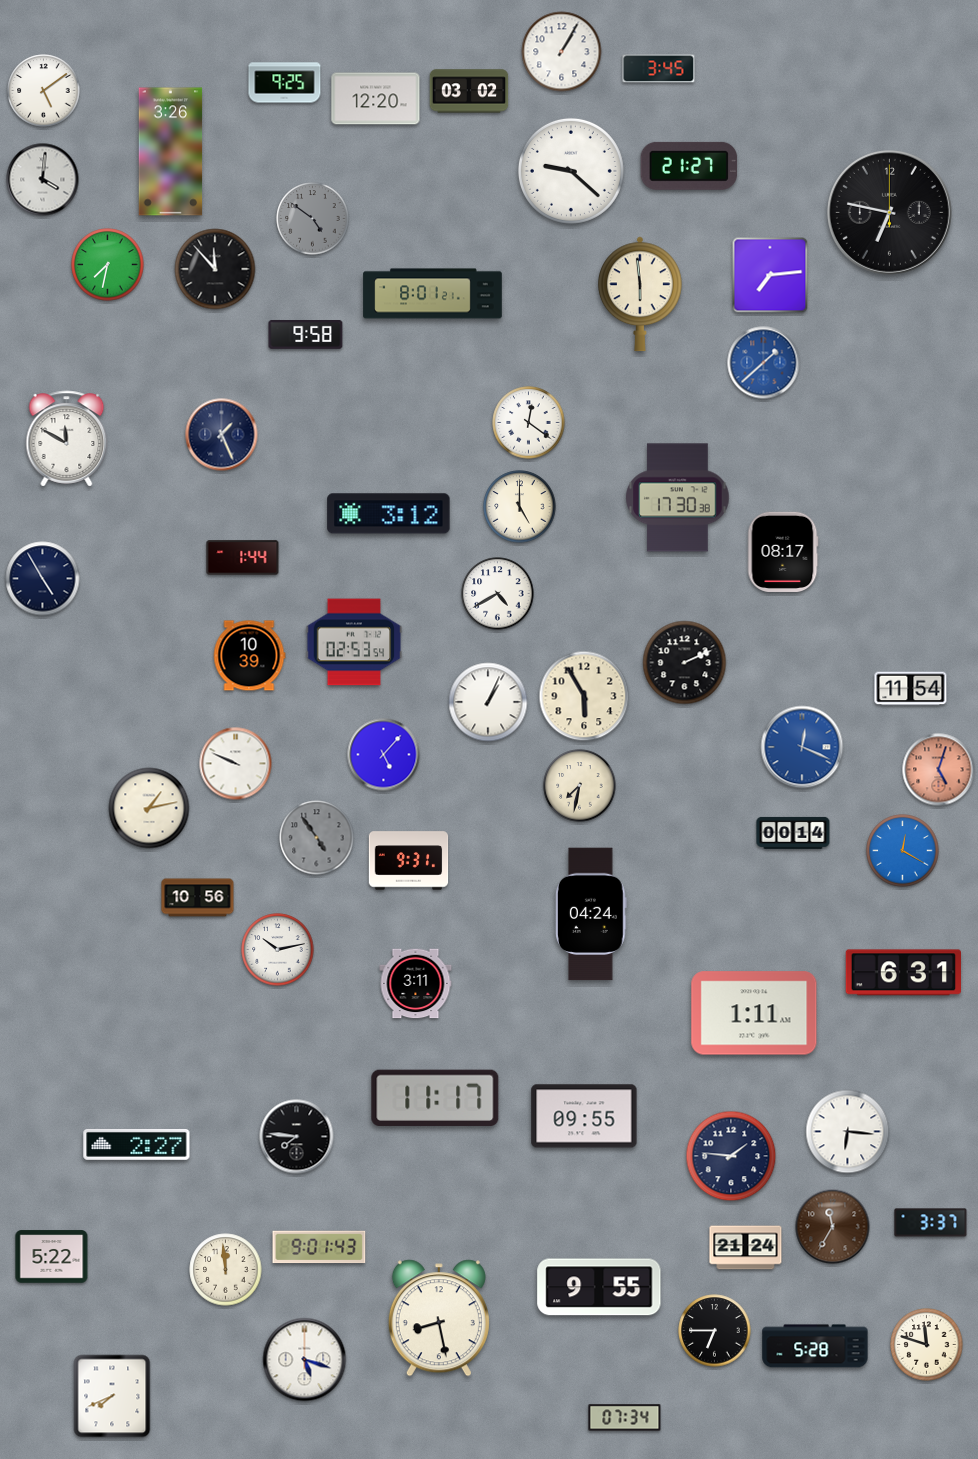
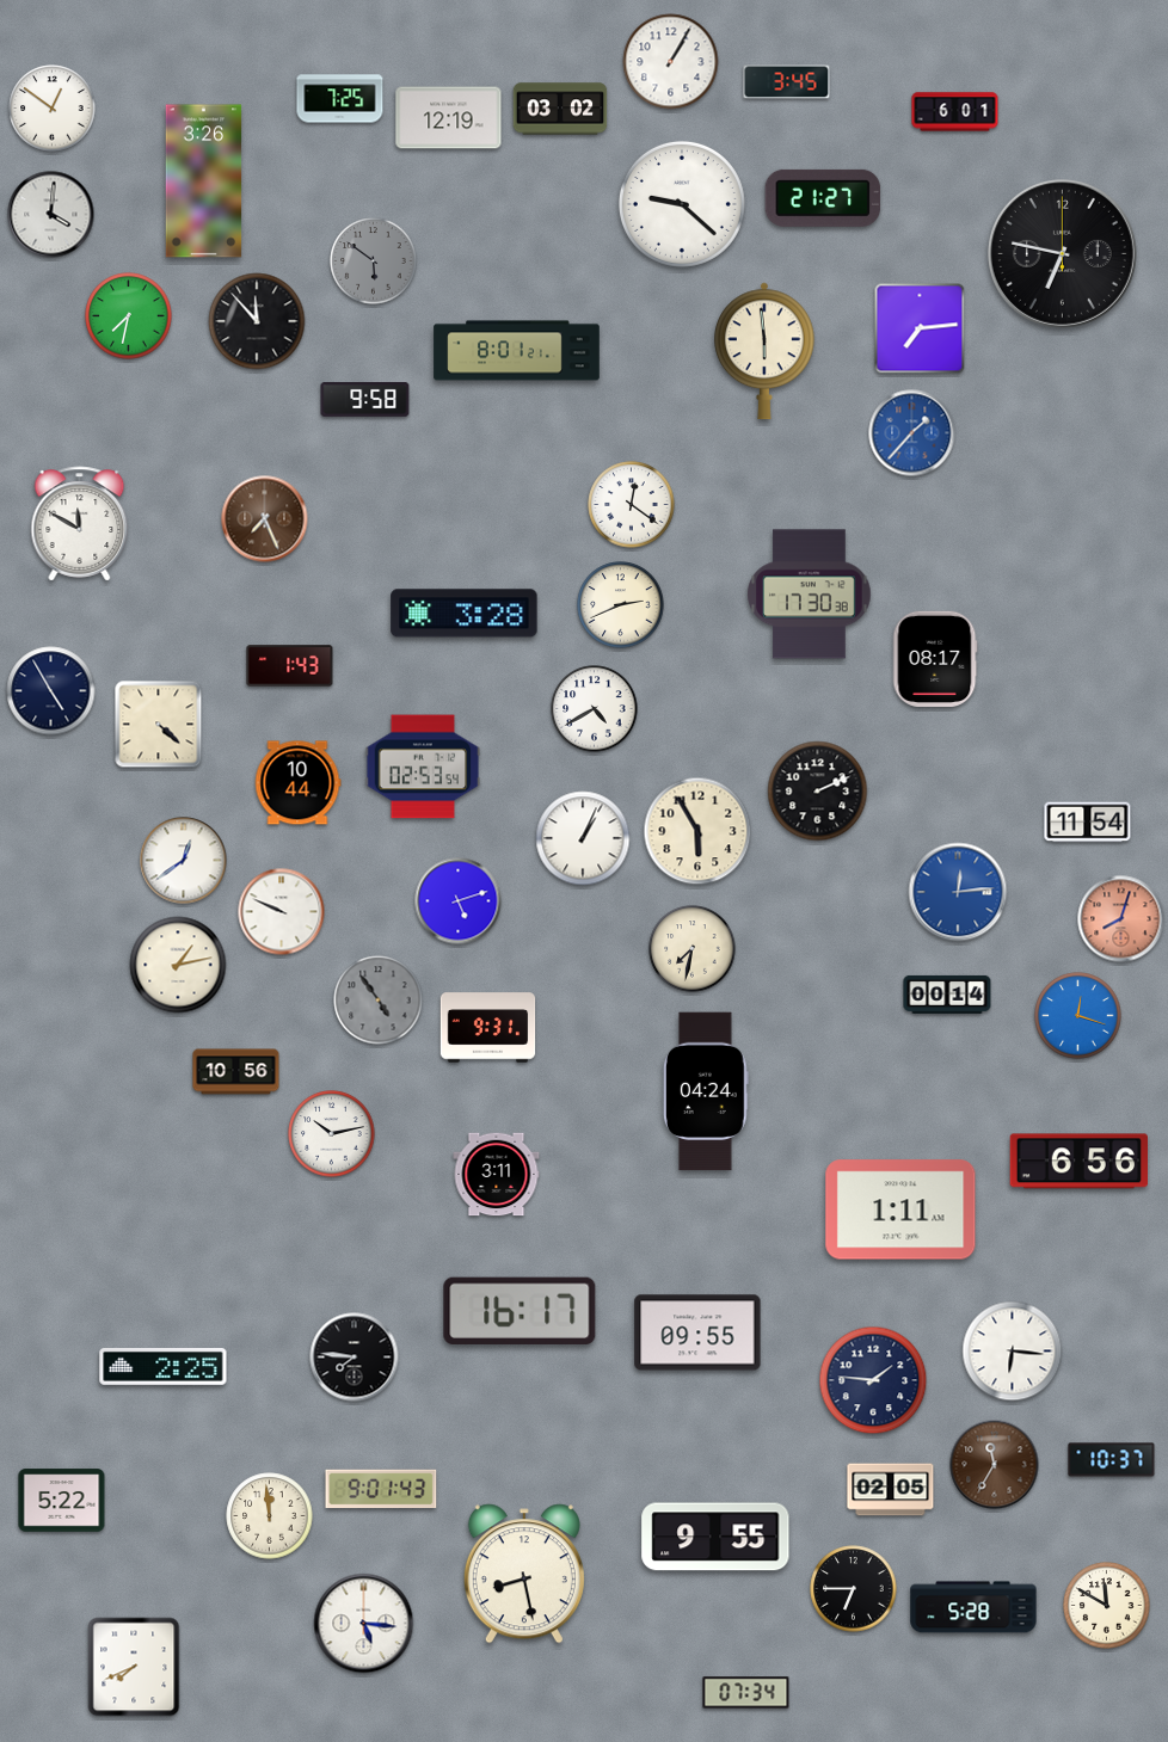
clock at (285, 83): 9:25 -> 7:25
clock at (44, 91): 5:09 -> 12:51
clock at (955, 112): none -> 6:01
clock at (376, 99): 12:20 -> 12:19
clock at (313, 219): 4:51 -> 5:51
clock at (764, 363): 1:38 -> 1:37
clock at (222, 435): 1:26 -> 7:26
clock at (222, 435) dial: navy -> brown
clock at (520, 507): 5:00 -> 2:41
clock at (389, 514): 3:12 -> 3:28
clock at (243, 558): 1:44 -> 1:43
clock at (159, 725): none -> 4:22
clock at (249, 656): 10:39 -> 10:44
clock at (184, 861): none -> 12:39
clock at (802, 747): 12:19 -> 12:14
clock at (384, 755): 5:07 -> 5:12
clock at (939, 770): 5:03 -> 8:03
clock at (580, 786) position: (580, 786) -> (693, 949)
clock at (903, 851): 12:20 -> 12:18
clock at (903, 973): 6:31 -> 6:56
clock at (435, 1097): 11:17 -> 16:17
clock at (137, 1144): 2:27 -> 2:25
clock at (931, 1223): 3:37 -> 10:37
clock at (746, 1248): 21:24 -> 02:05
clock at (927, 1345): 11:48 -> 11:50
clock at (305, 1360): 5:18 -> 5:16
